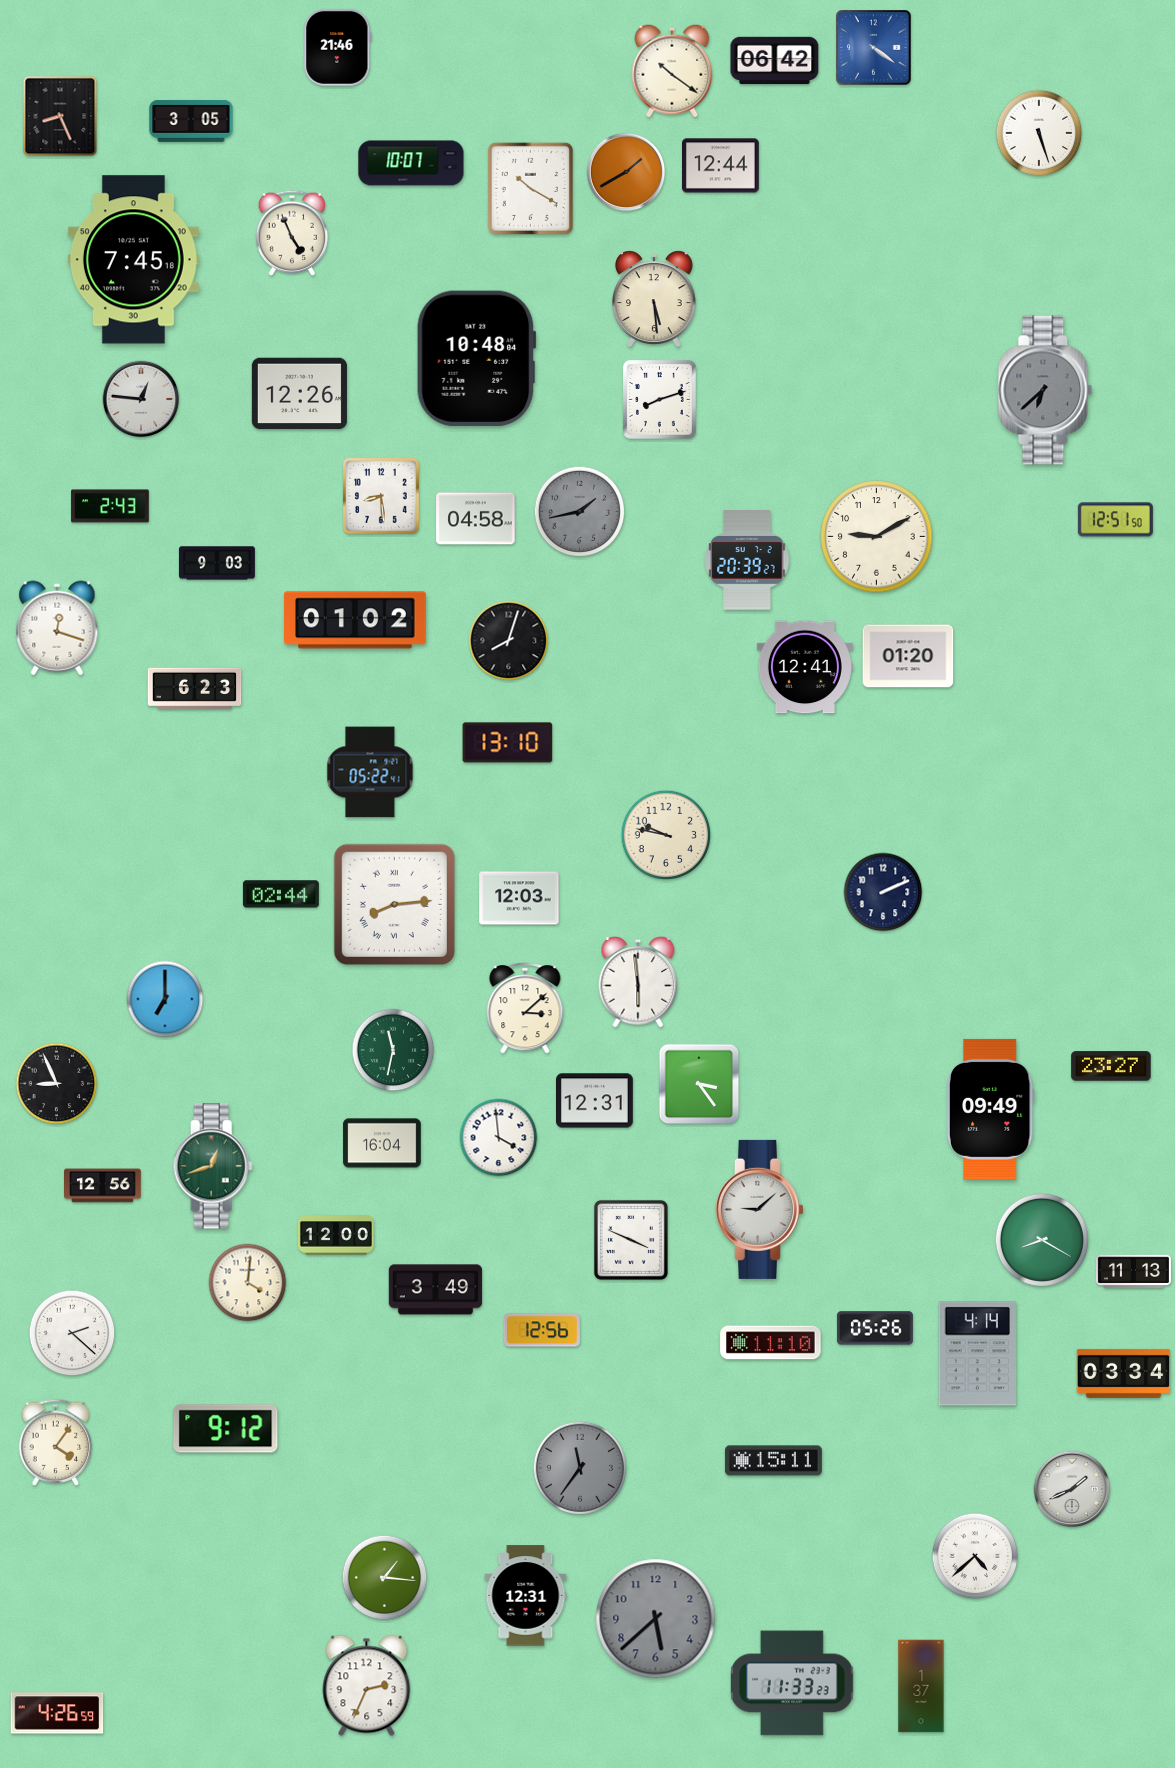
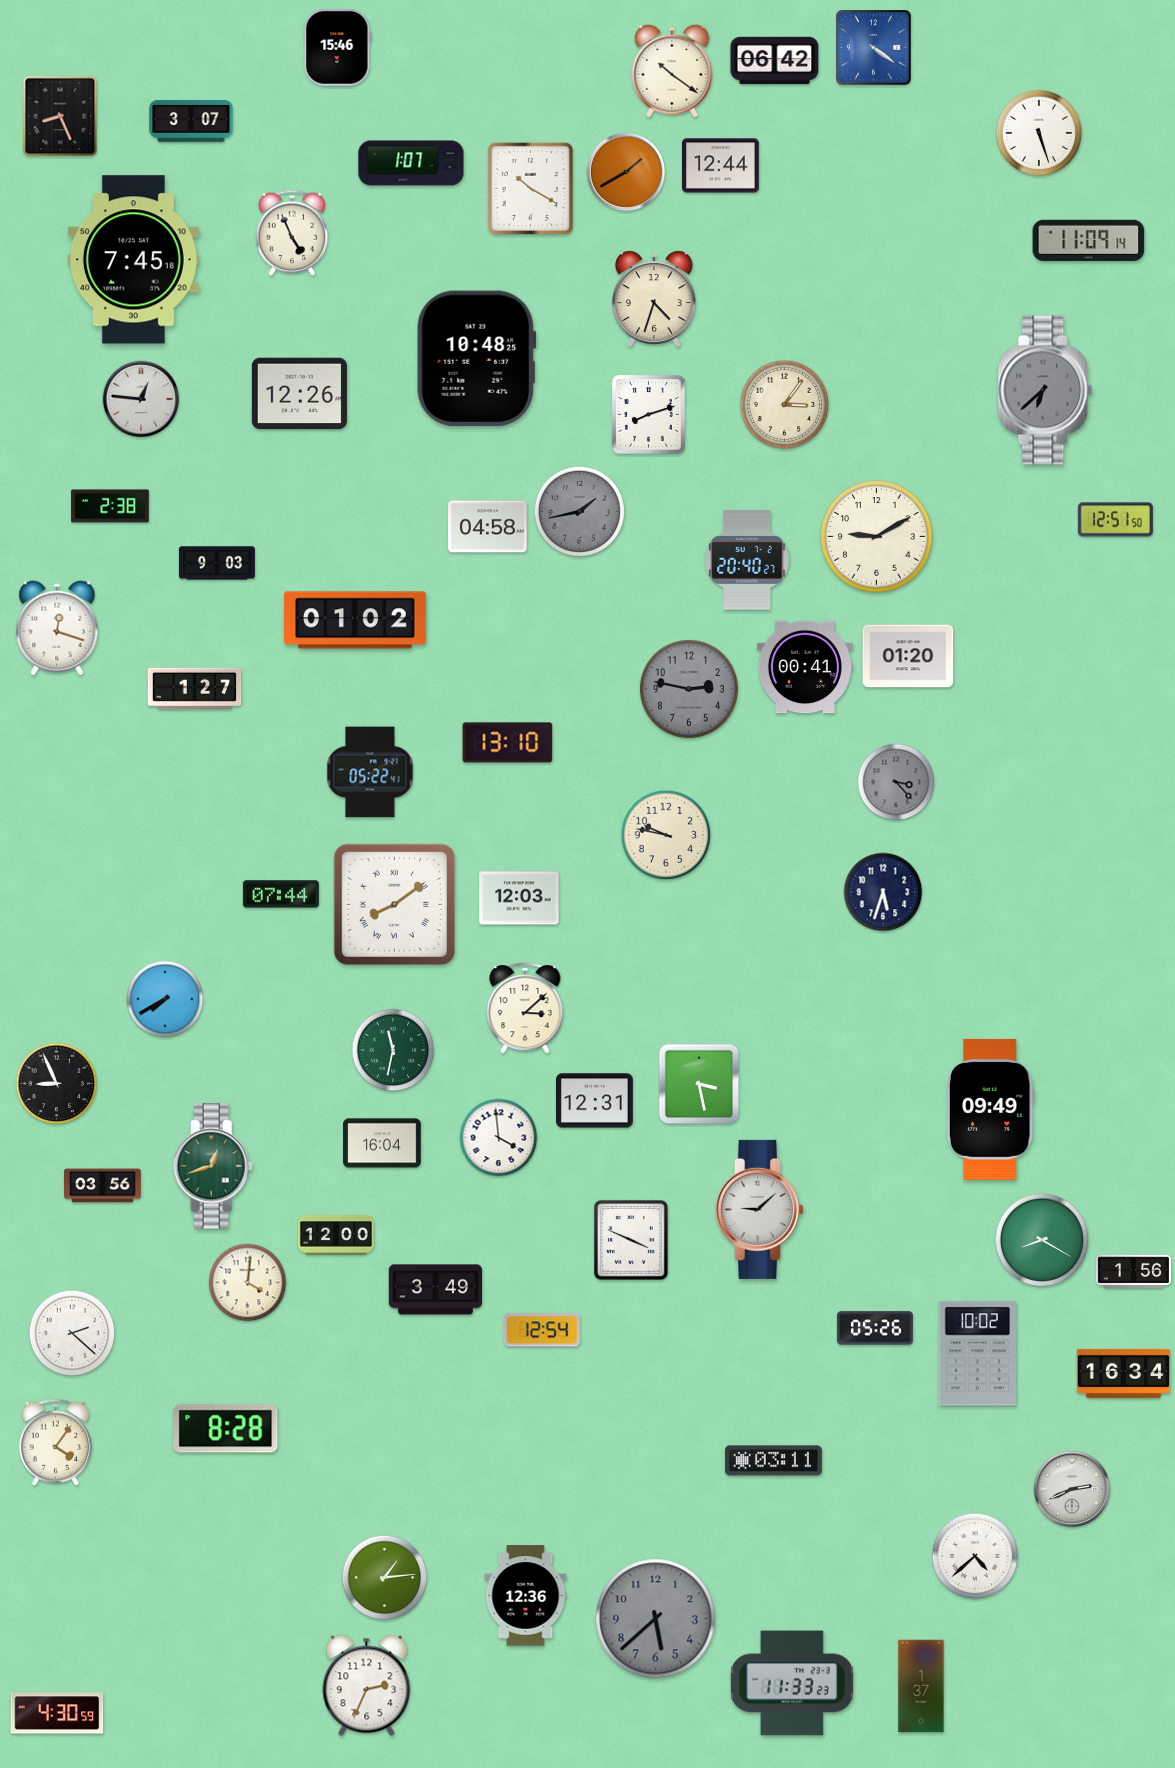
clock at (338, 47): 21:46 -> 15:46
clock at (191, 121): 3:05 -> 3:07
clock at (411, 163): 10:07 -> 1:07
clock at (1089, 240): none -> 11:09
clock at (654, 299): 5:29 -> 4:33
clock at (476, 358): 10:48:04 -> 10:48:25
clock at (660, 400) position: (660, 400) -> (649, 415)
clock at (785, 405): none -> 3:06
clock at (382, 497): 8:29 -> none
clock at (110, 506): 2:43 -> 2:38
clock at (476, 519) position: (476, 519) -> (488, 527)
clock at (747, 560): 20:39 -> 20:40
clock at (509, 641): 8:03 -> none
clock at (805, 667): 12:41 -> 00:41
clock at (195, 689): 6:23 -> 1:27
clock at (689, 689): none -> 2:47
clock at (896, 782): none -> 3:23
clock at (883, 892): 2:11 -> 5:33
clock at (281, 894): 02:44 -> 07:44
clock at (394, 904): 8:14 -> 8:09
clock at (638, 982): 5:59 -> none
clock at (165, 999): 7:00 -> 7:40
clock at (1111, 1066): 23:27 -> none
clock at (699, 1084): 3:24 -> 3:28
clock at (103, 1186): 12:56 -> 03:56
clock at (1133, 1272): 11:13 -> 1:56
clock at (542, 1330): 12:56 -> 12:54
clock at (771, 1343): 11:10 -> none
clock at (977, 1354): 4:14 -> 10:02
clock at (1124, 1373): 03:34 -> 16:34
clock at (226, 1429): 9:12 -> 8:28
clock at (773, 1461): 15:11 -> 03:11
clock at (580, 1468): 11:36 -> none
clock at (1072, 1489): 1:41 -> 2:41
clock at (385, 1578): 1:16 -> 1:14
clock at (526, 1596): 12:31 -> 12:36
clock at (57, 1713): 4:26 -> 4:30
